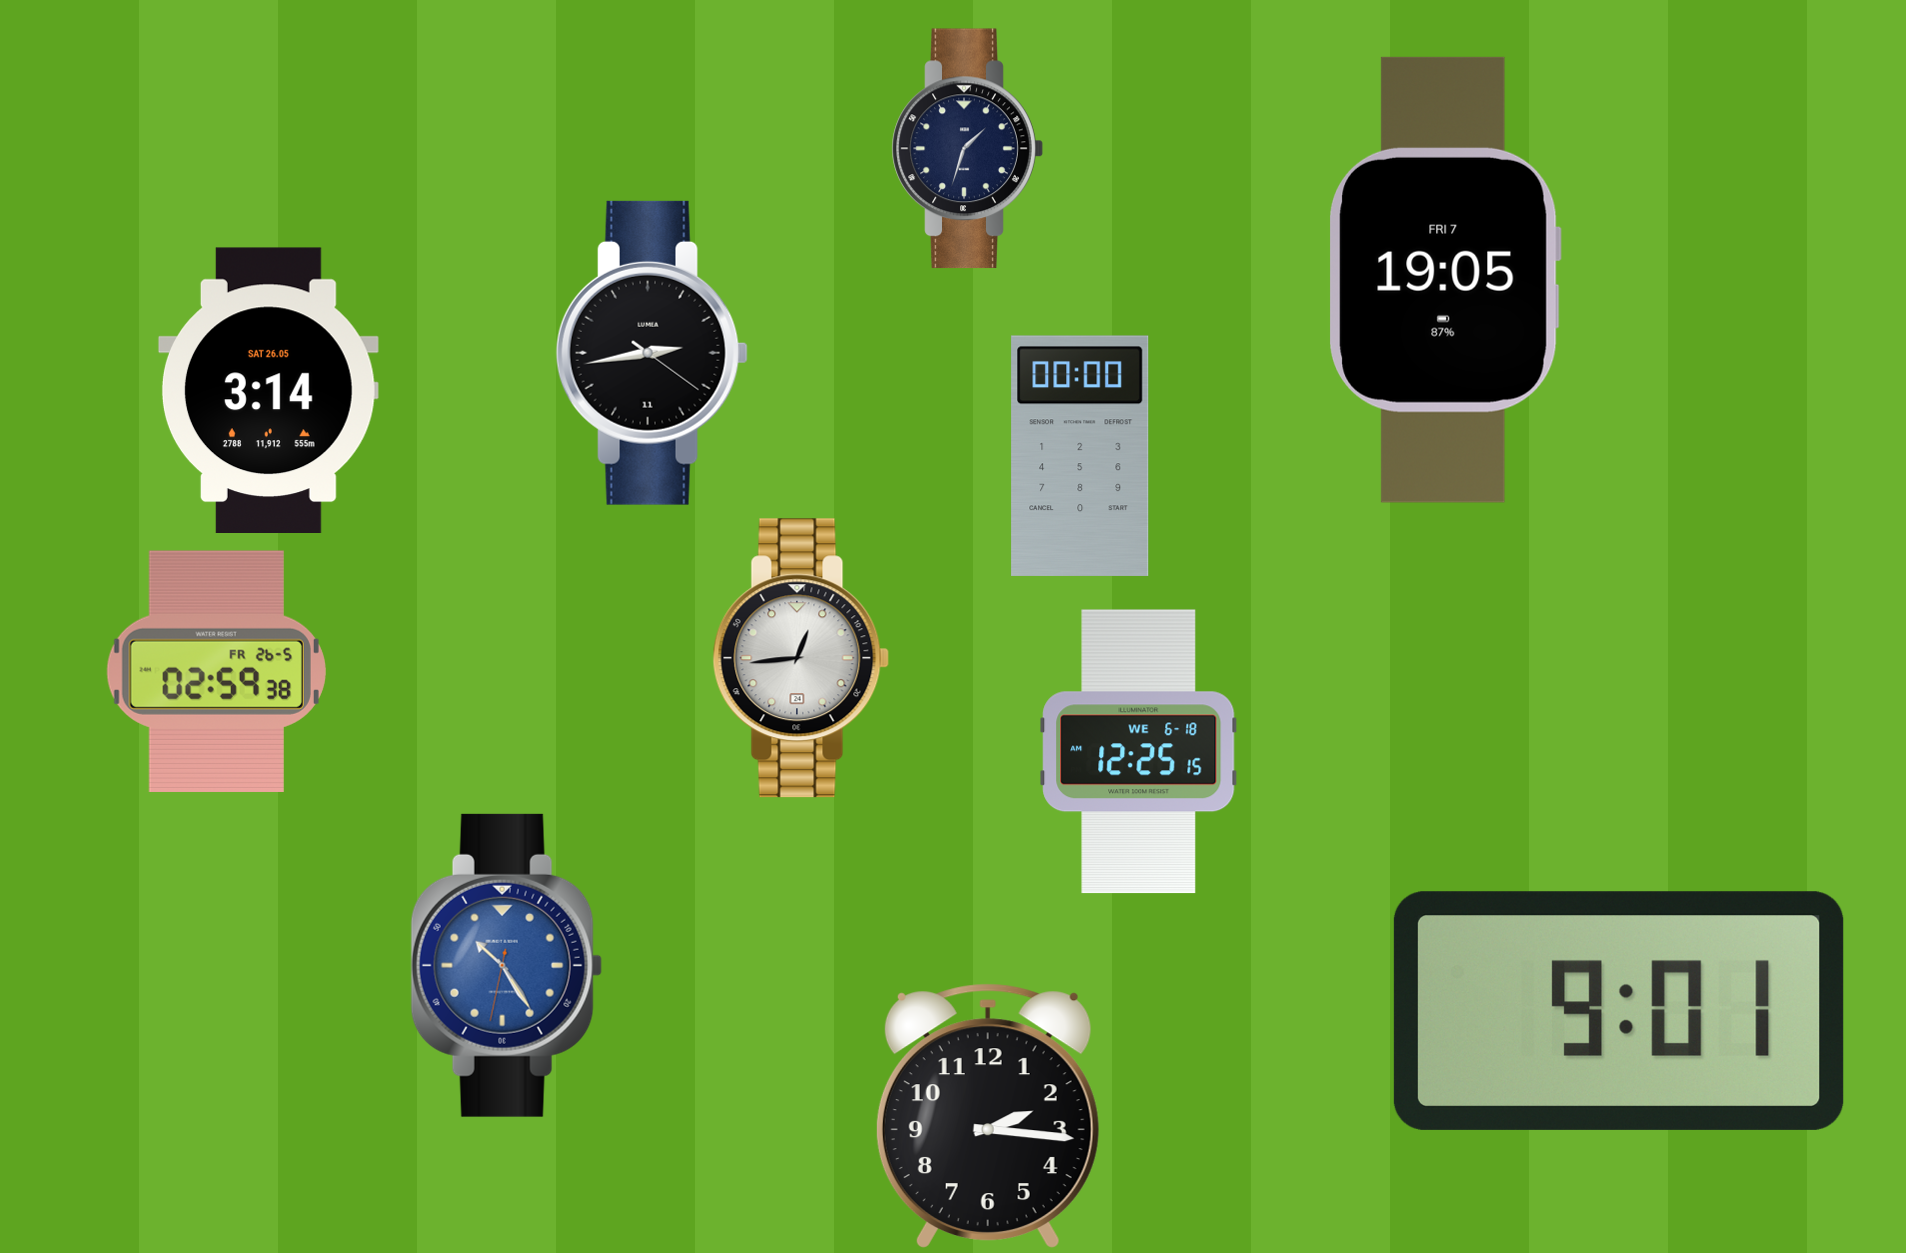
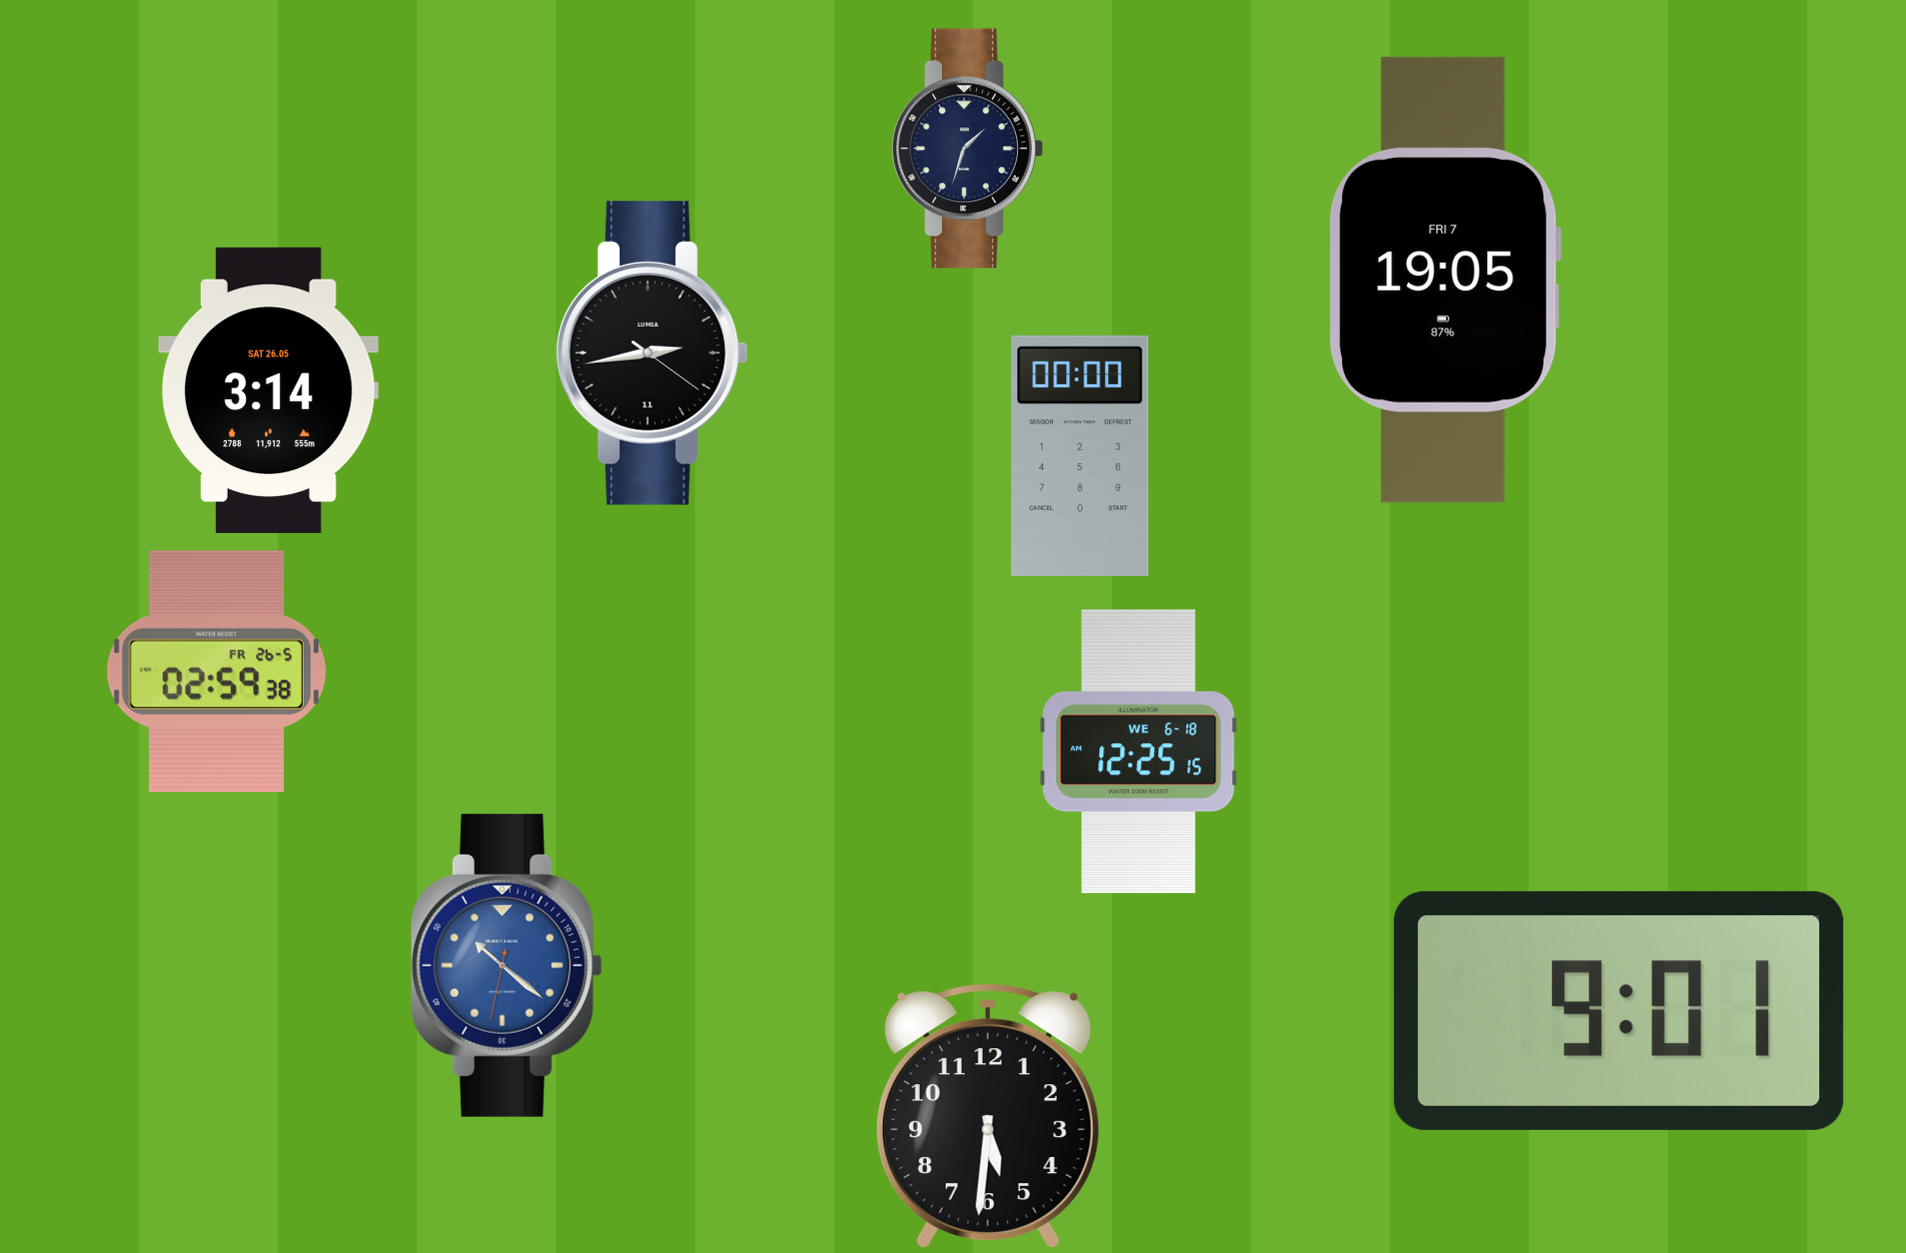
clock at (801, 658): 12:44 -> none
clock at (506, 965): 10:24 -> 10:21
clock at (988, 1116): 2:16 -> 5:31
